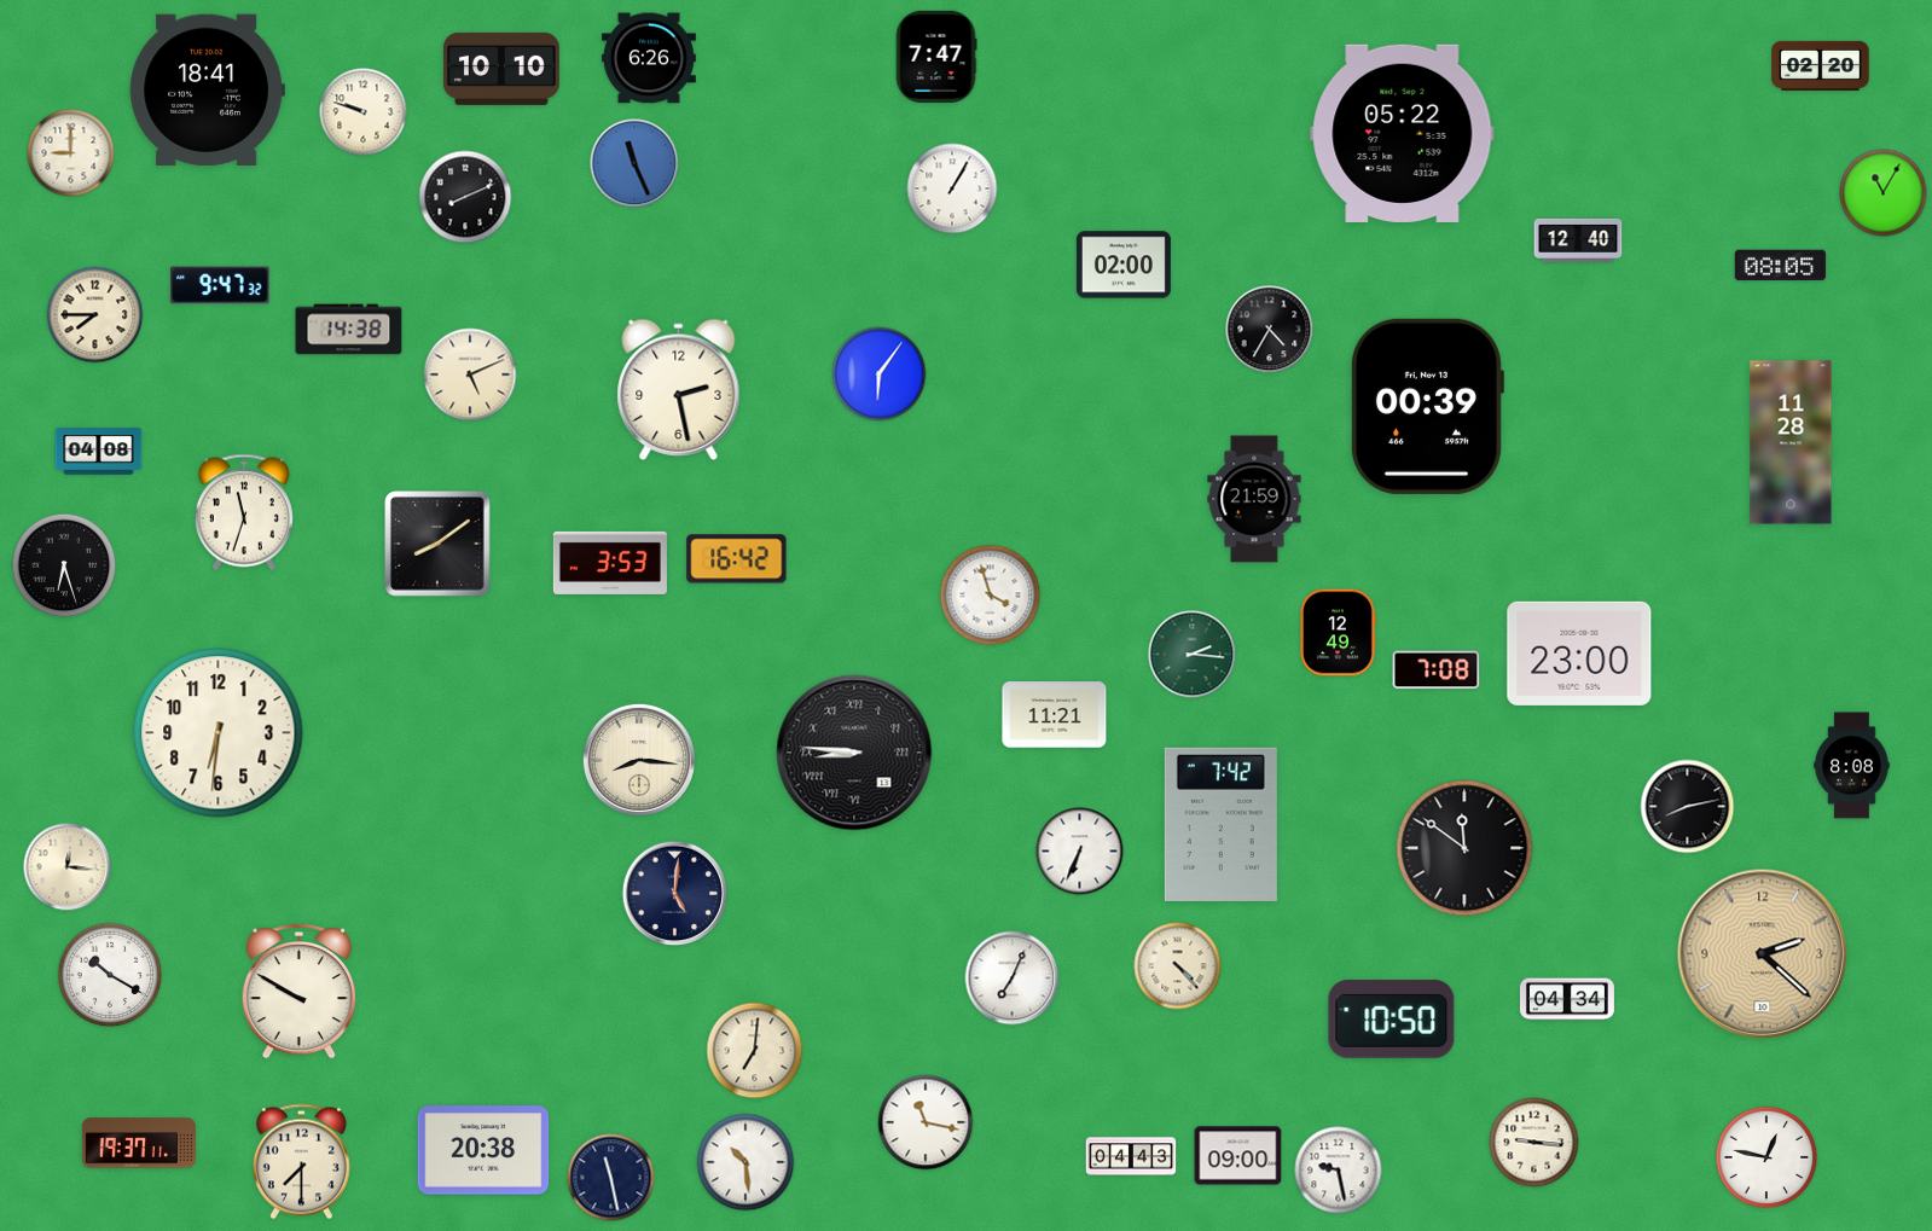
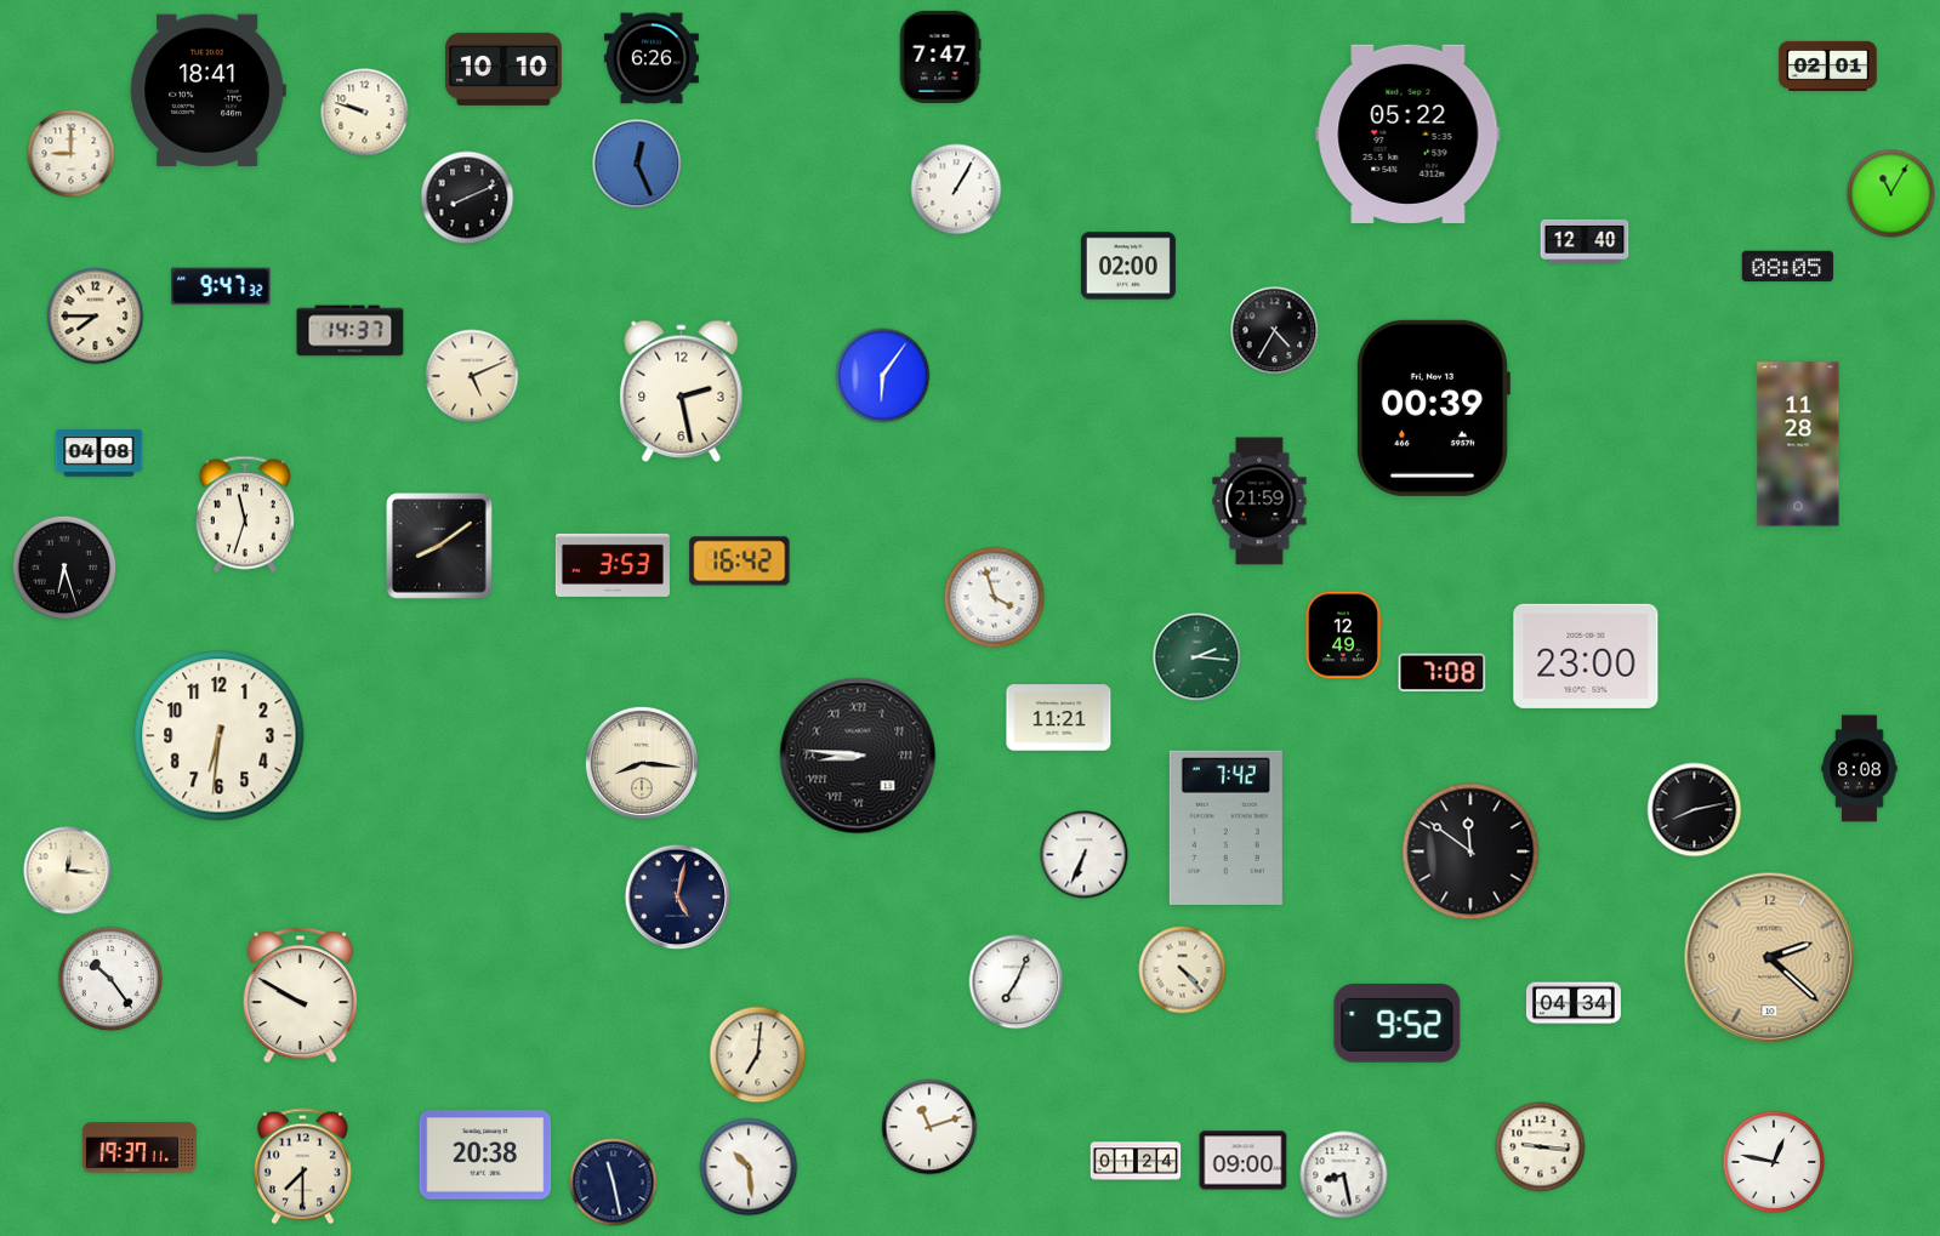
clock at (1821, 65): 02:20 -> 02:01
clock at (634, 163): 11:26 -> 12:26
clock at (349, 330): 14:38 -> 14:37
clock at (675, 894): 5:01 -> 5:02
clock at (110, 975): 10:20 -> 10:24
clock at (1392, 1020): 10:50 -> 9:52
clock at (926, 1122): 11:17 -> 11:12
clock at (1131, 1156): 04:43 -> 01:24
clock at (1339, 1171): 9:28 -> 8:28
